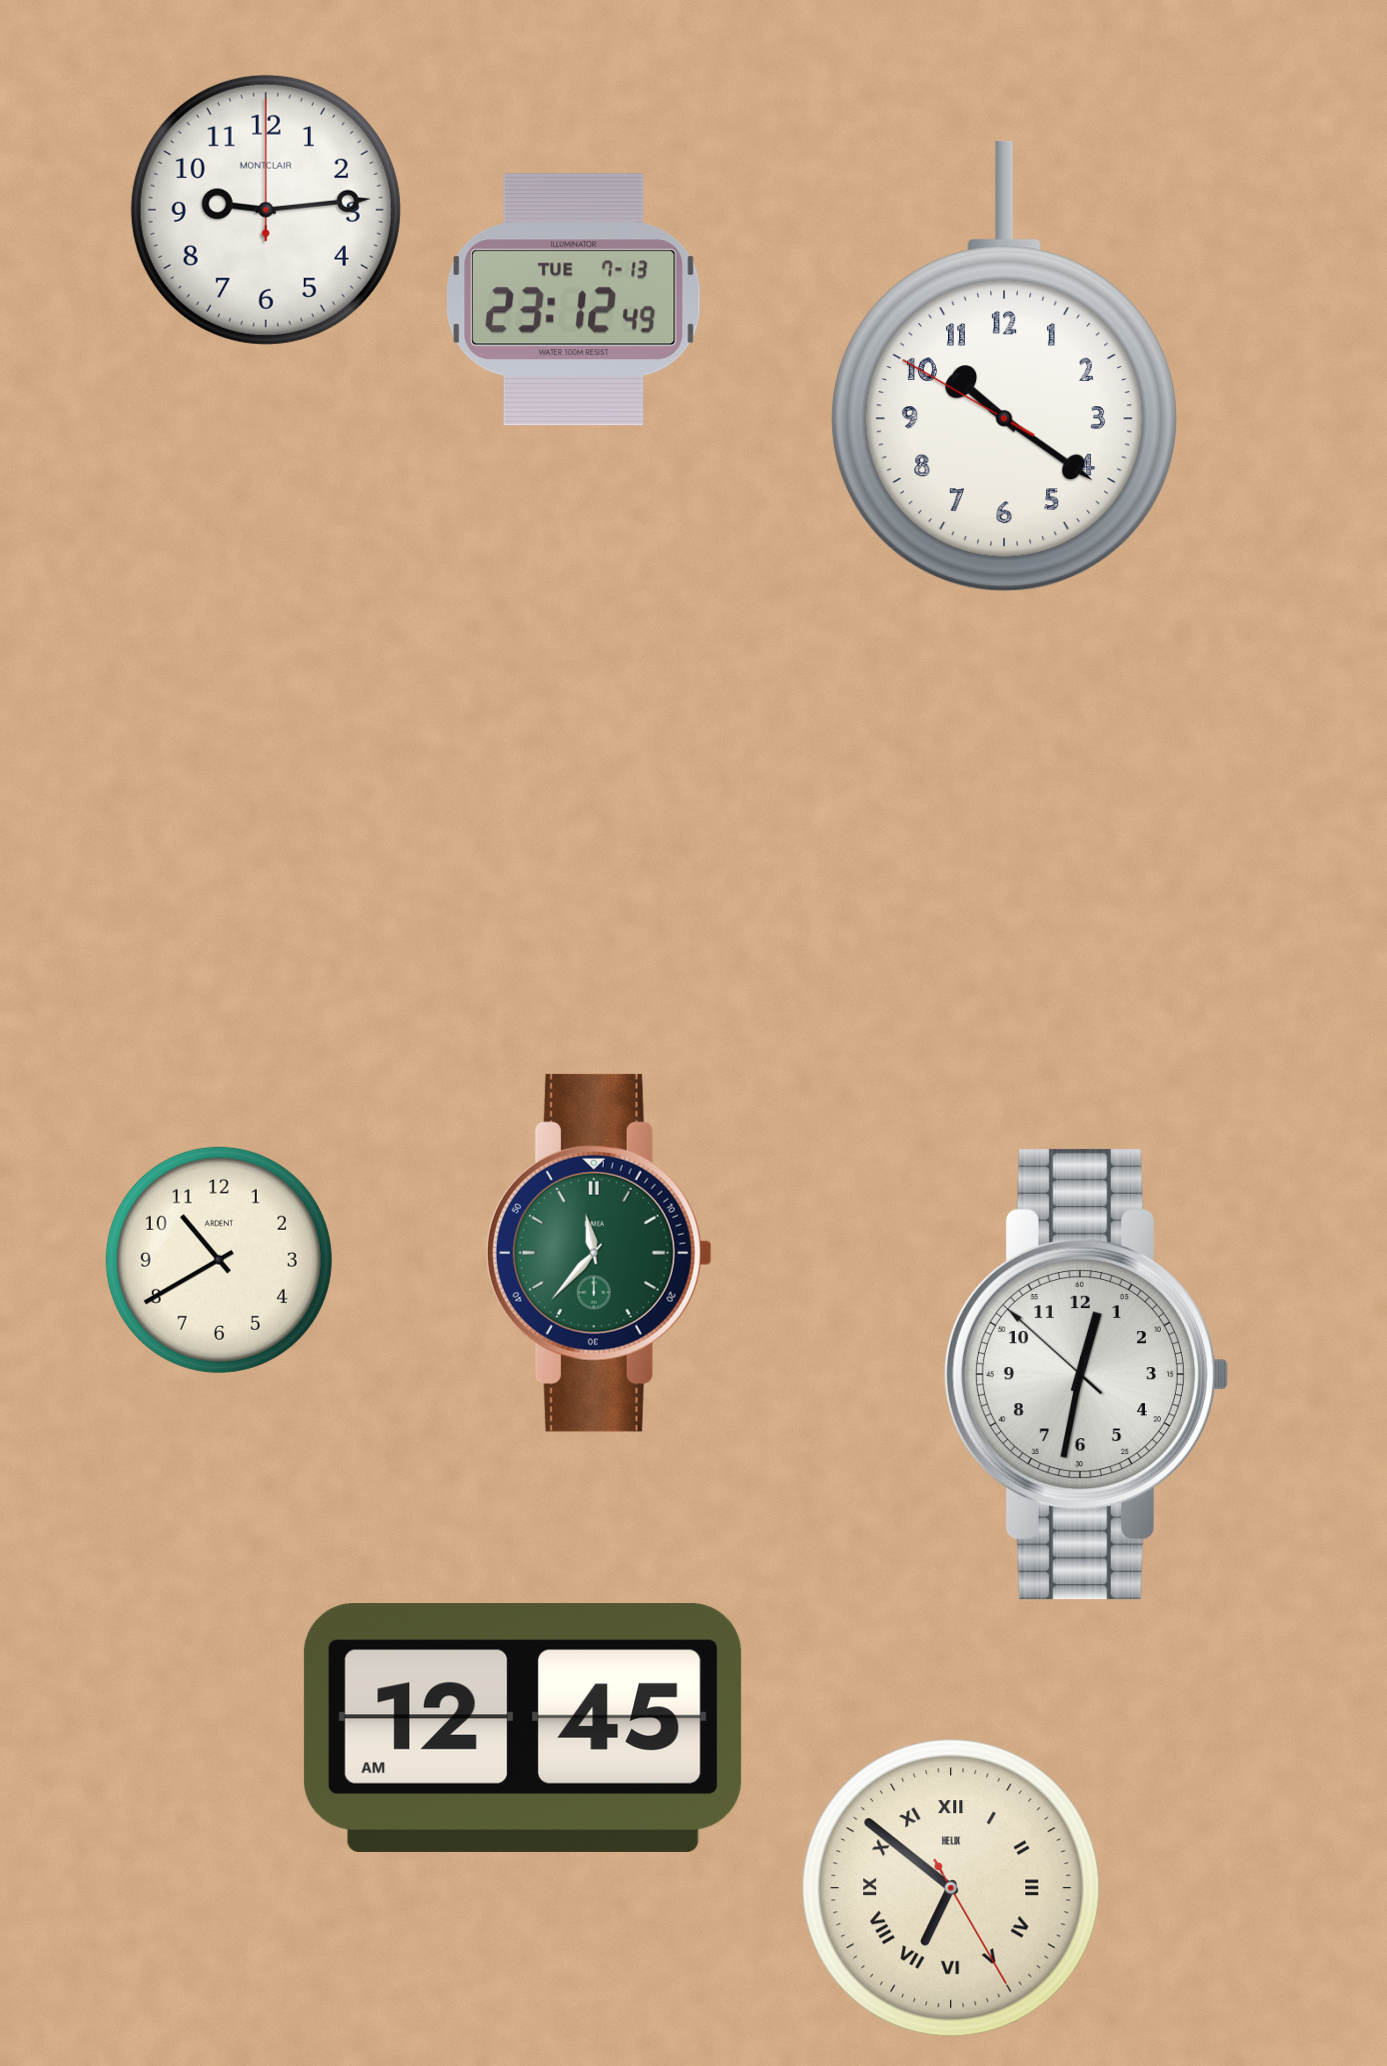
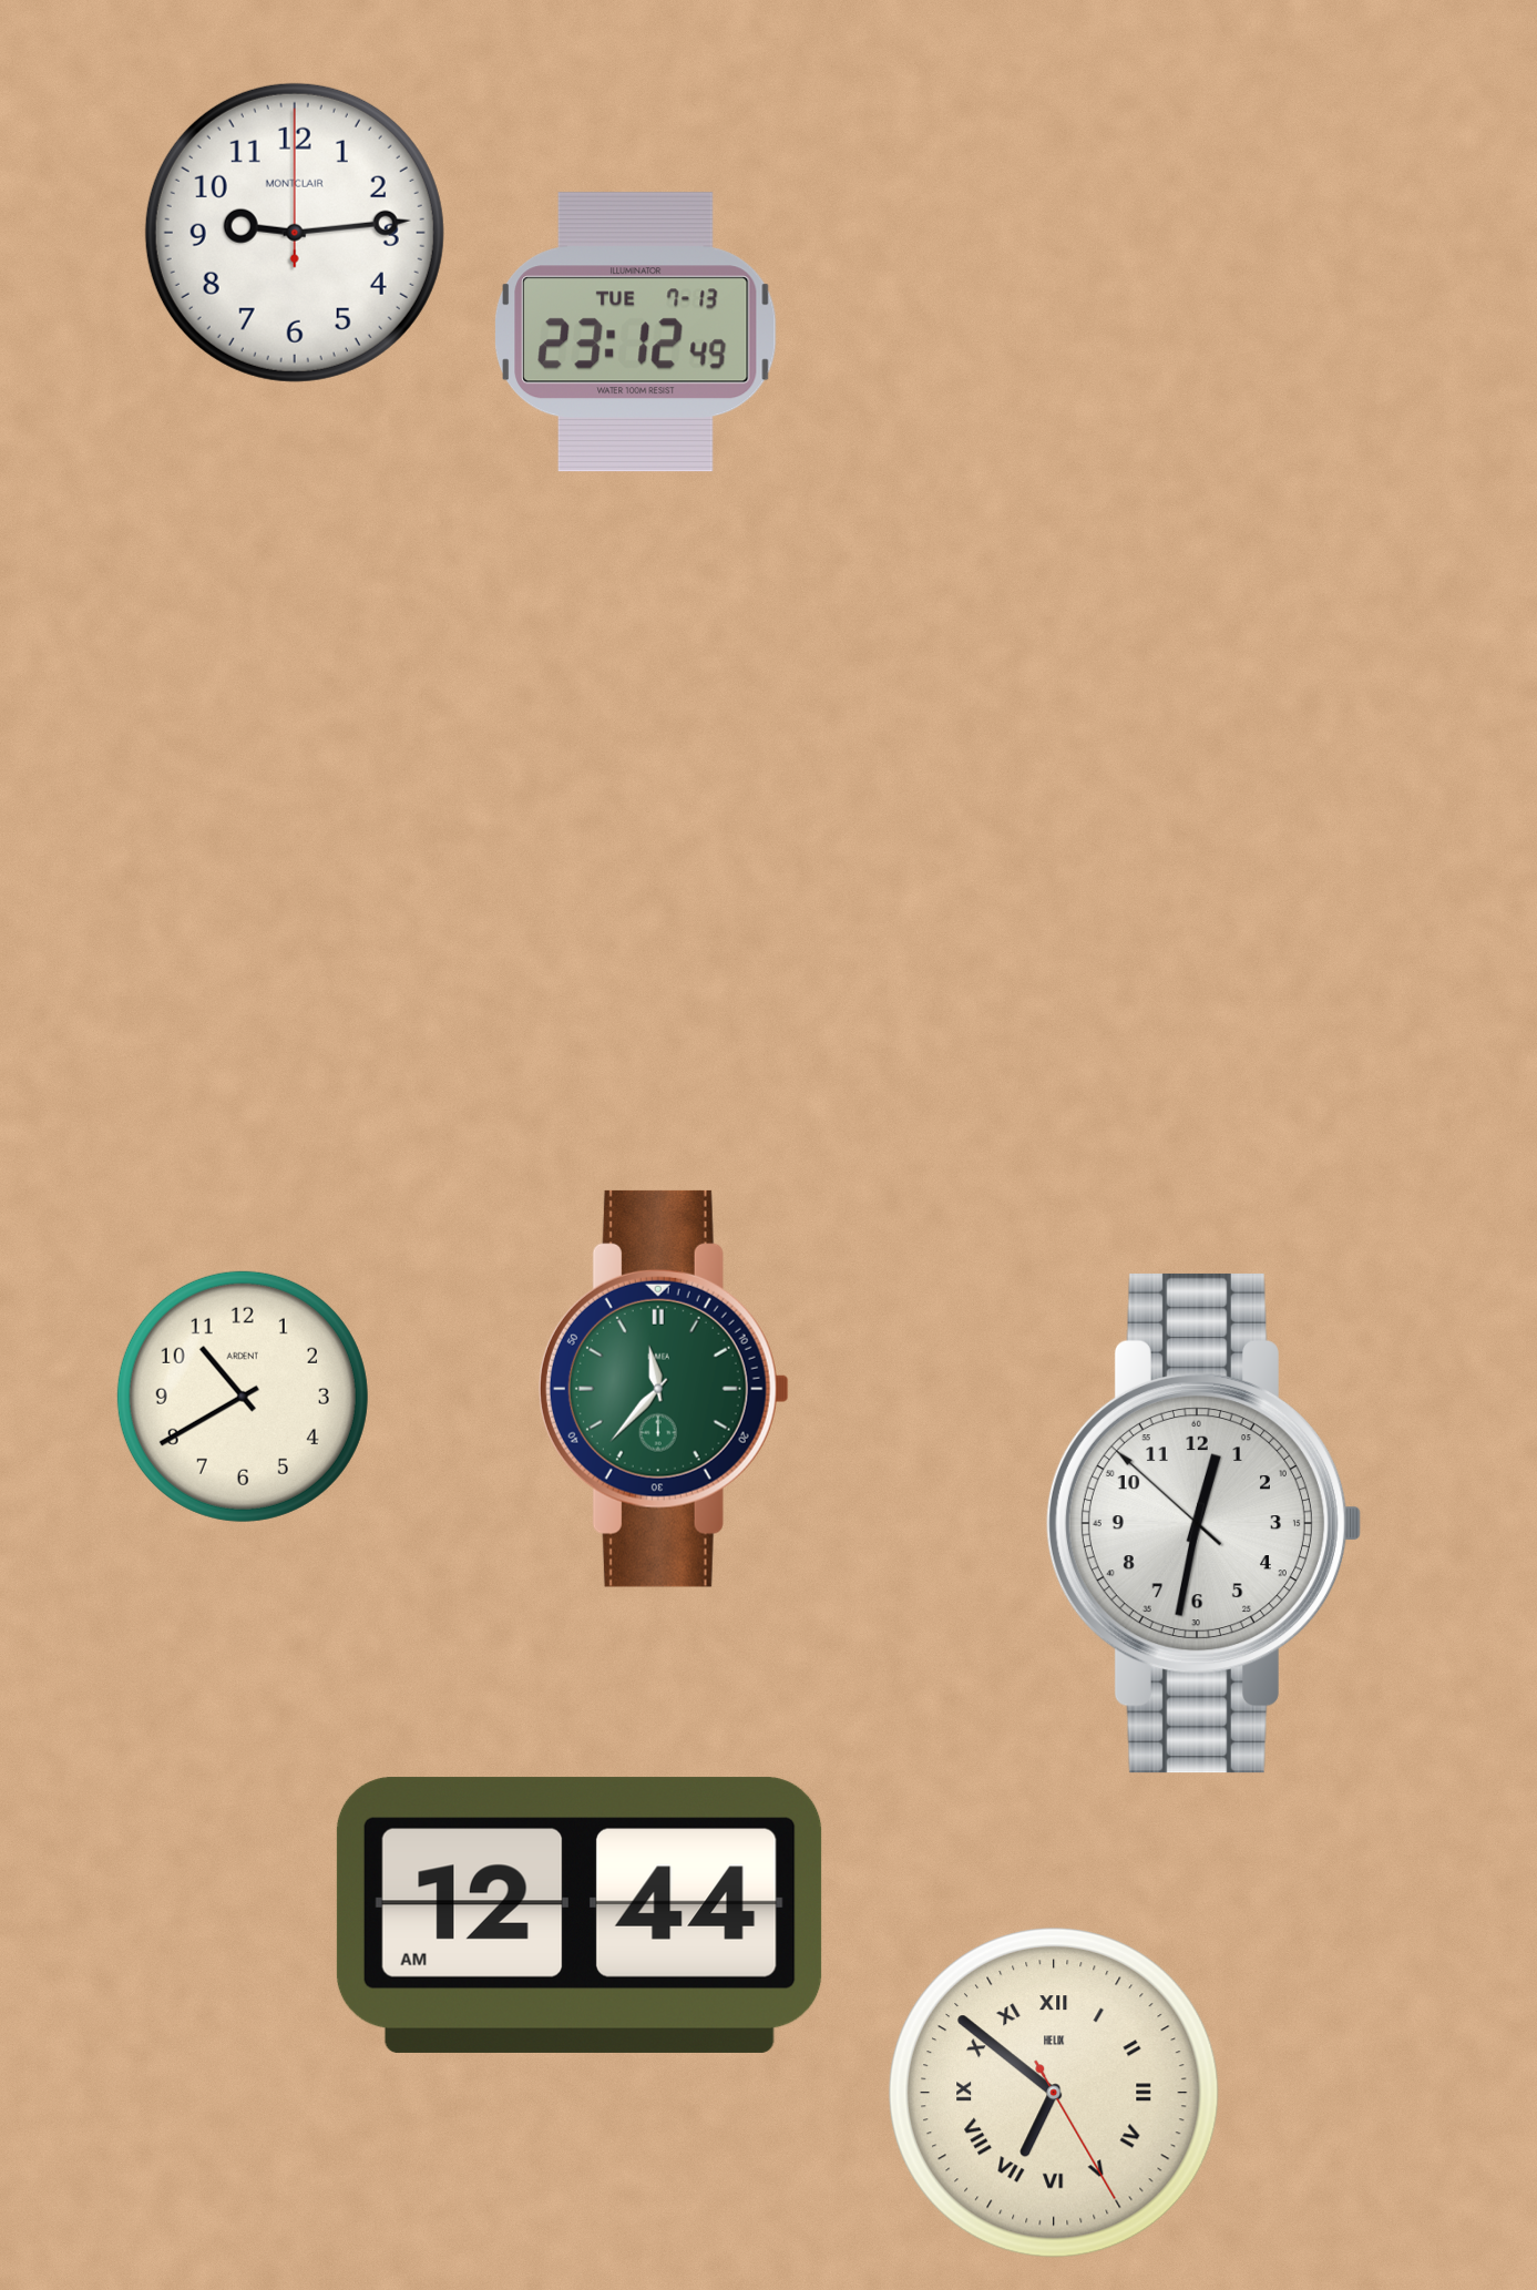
clock at (1004, 366): 10:20 -> none
clock at (523, 1728): 12:45 -> 12:44
